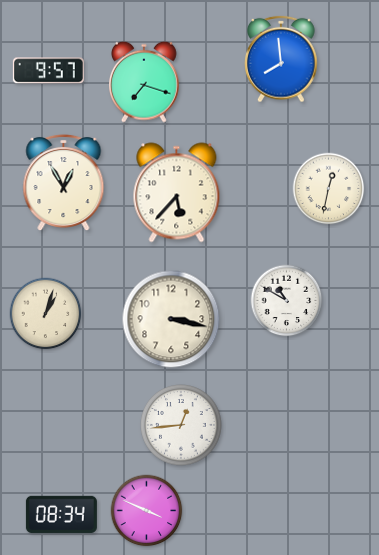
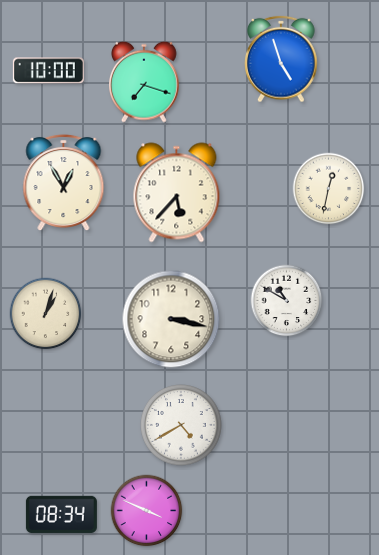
clock at (281, 59): 7:59 -> 4:57
clock at (48, 71): 9:57 -> 10:00
clock at (181, 425): 12:44 -> 4:40
